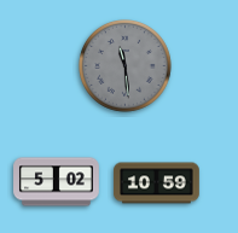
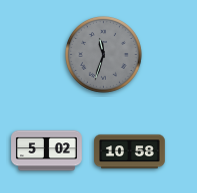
clock at (126, 66): 11:29 -> 11:33
clock at (157, 184): 10:59 -> 10:58
